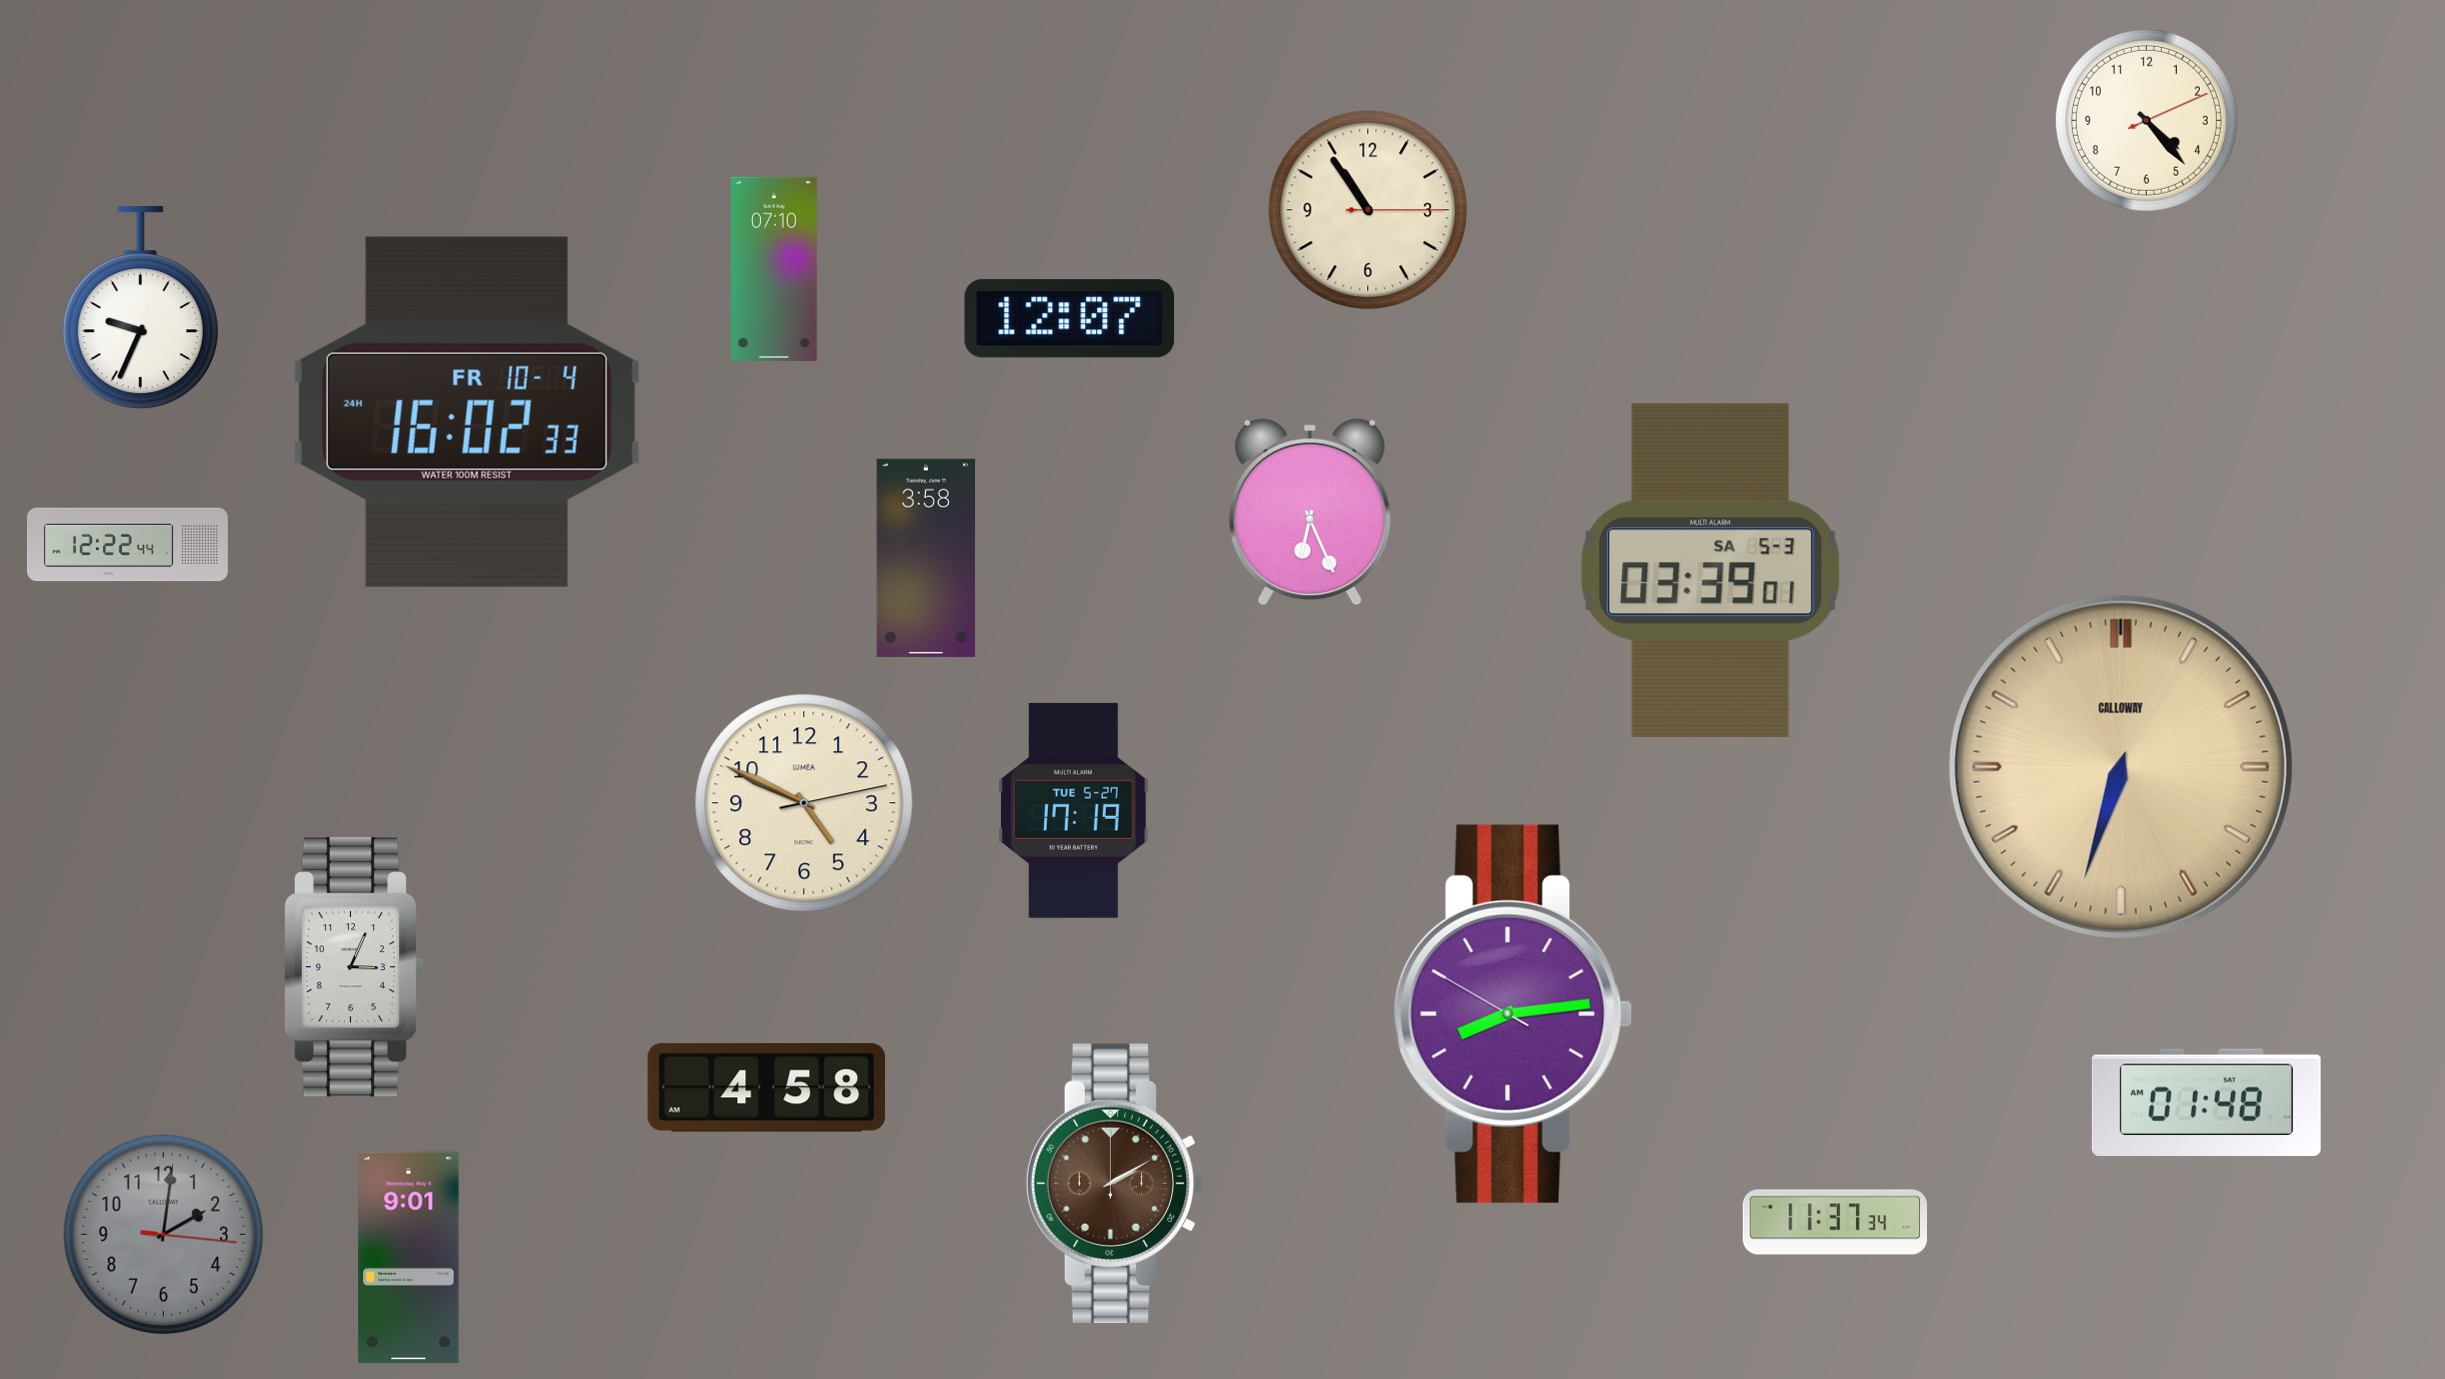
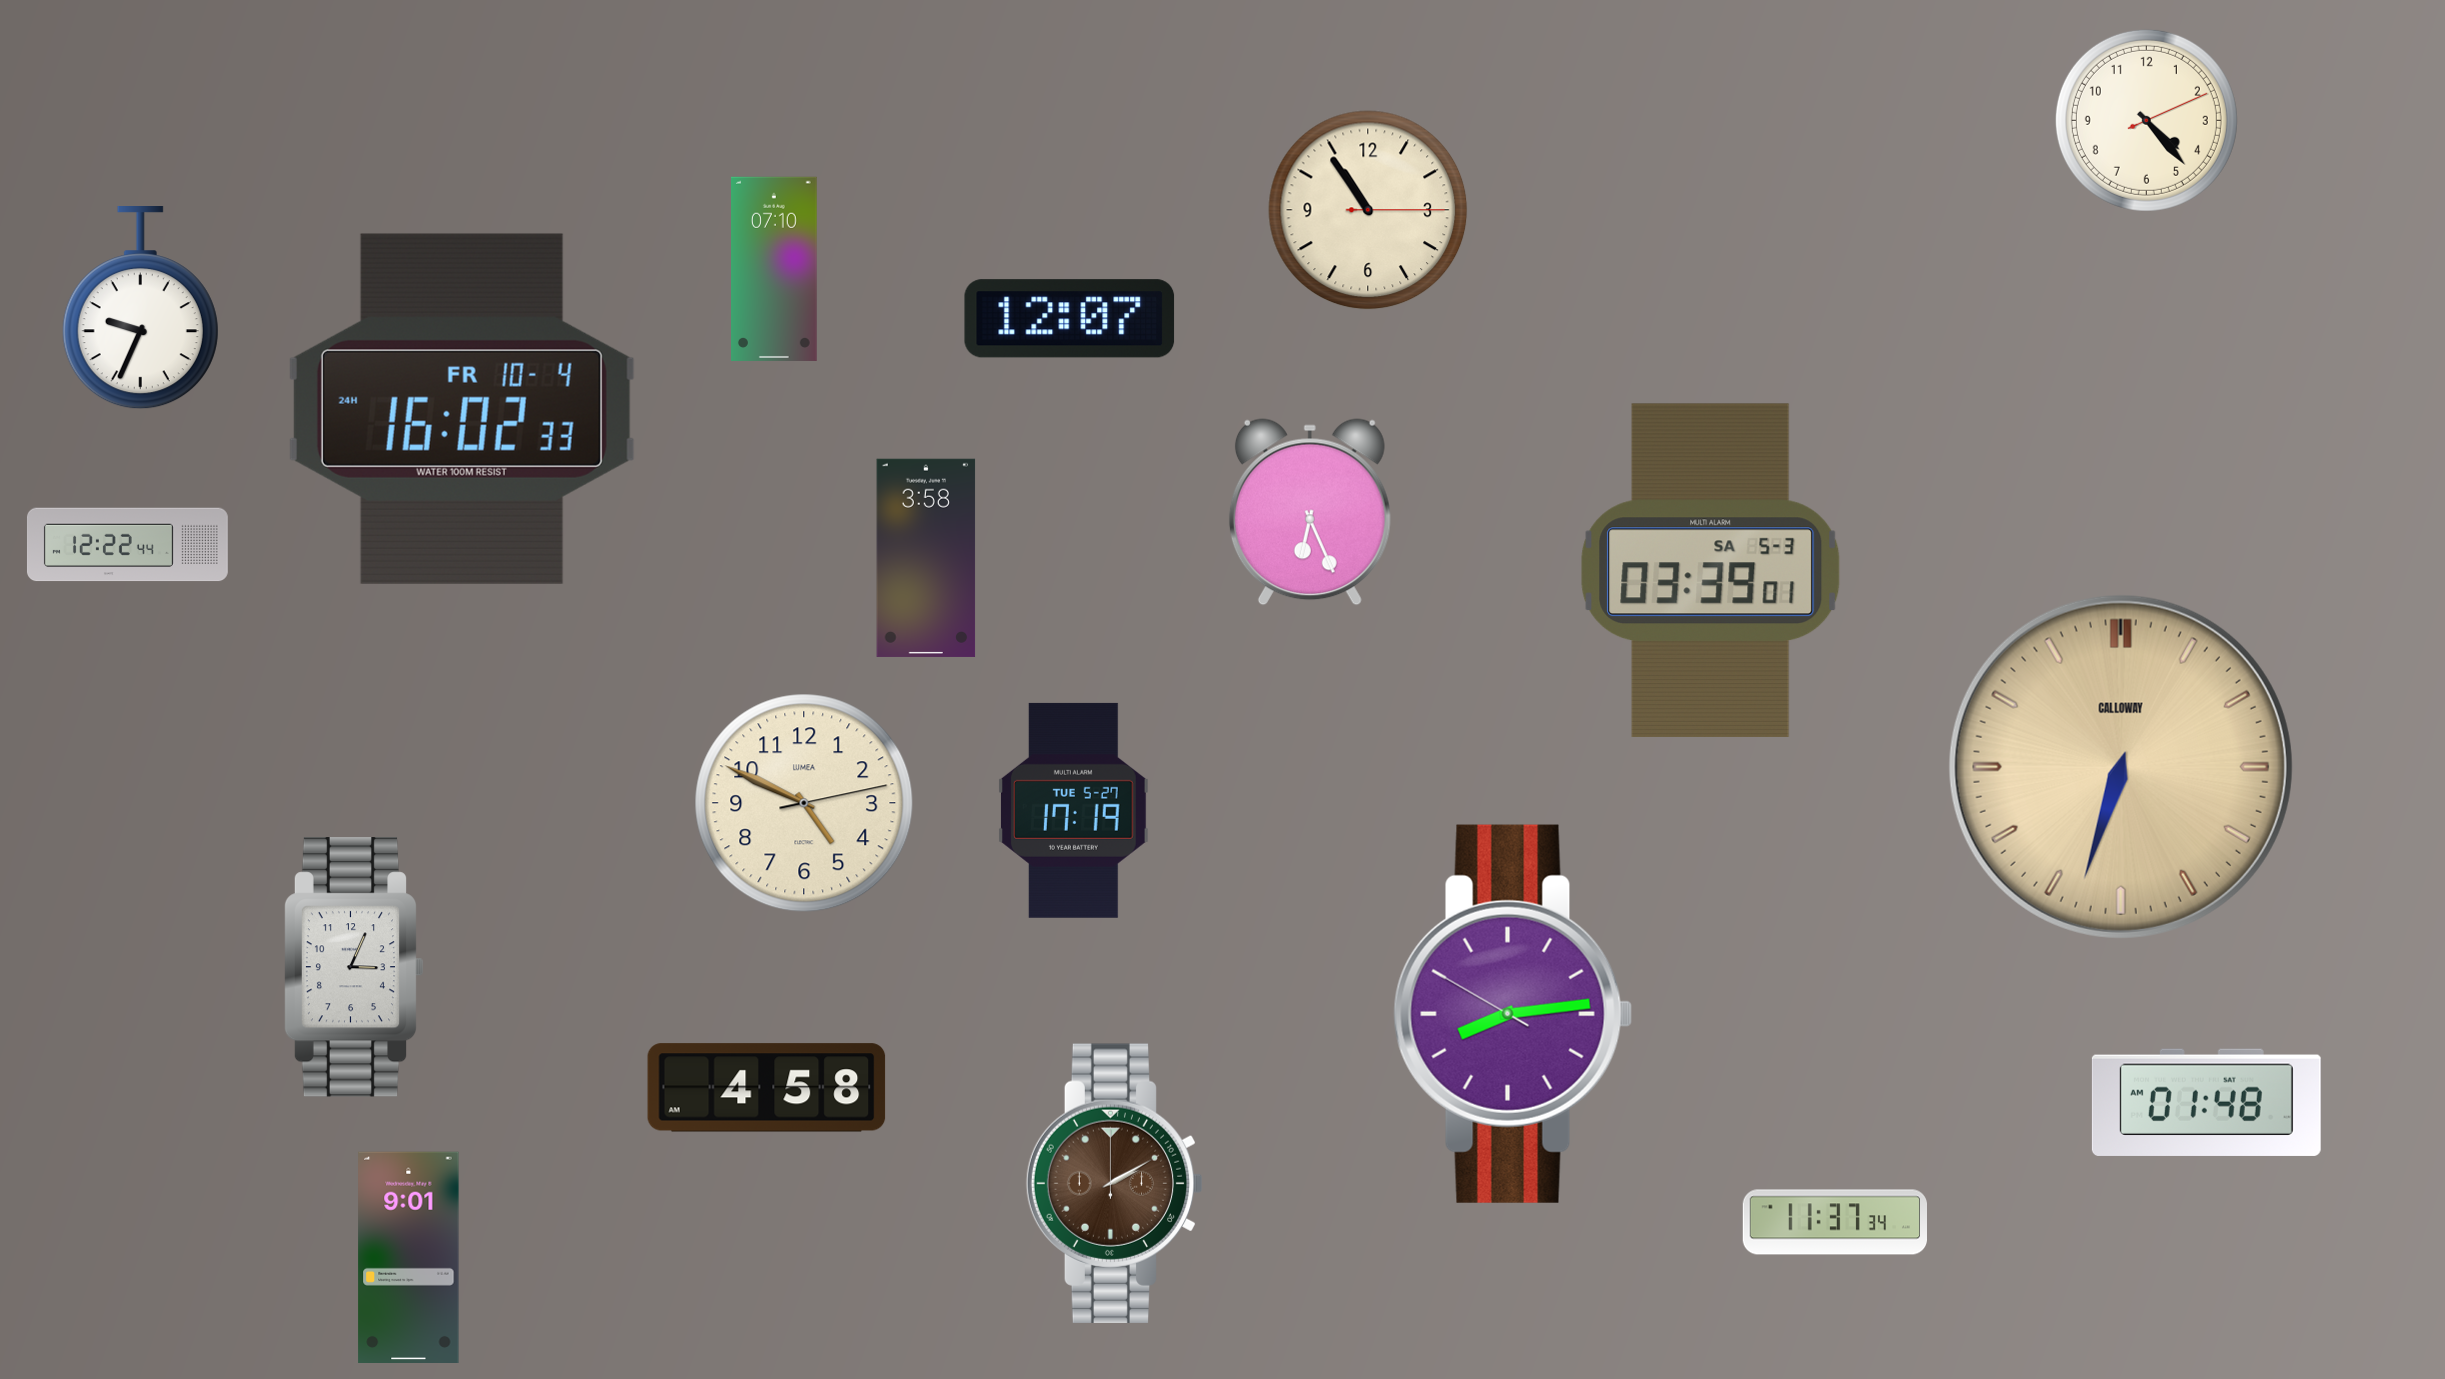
clock at (467, 412) position: (467, 412) -> (462, 409)
clock at (164, 1235): 2:01 -> none
